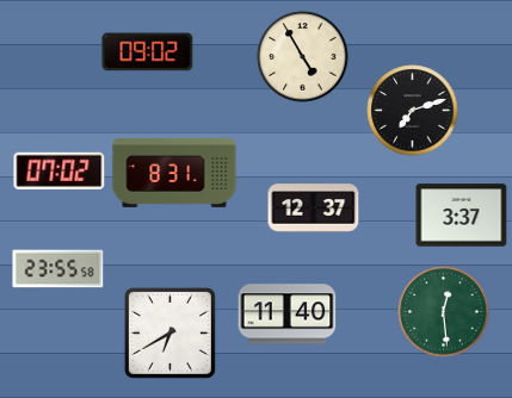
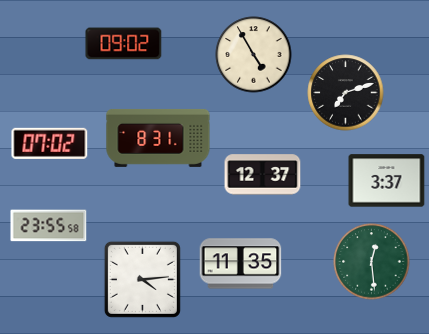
clock at (303, 57) position: (303, 57) -> (254, 55)
clock at (174, 173) position: (174, 173) -> (158, 138)
clock at (288, 315): 11:40 -> 11:35
clock at (169, 332): 6:40 -> 4:14
